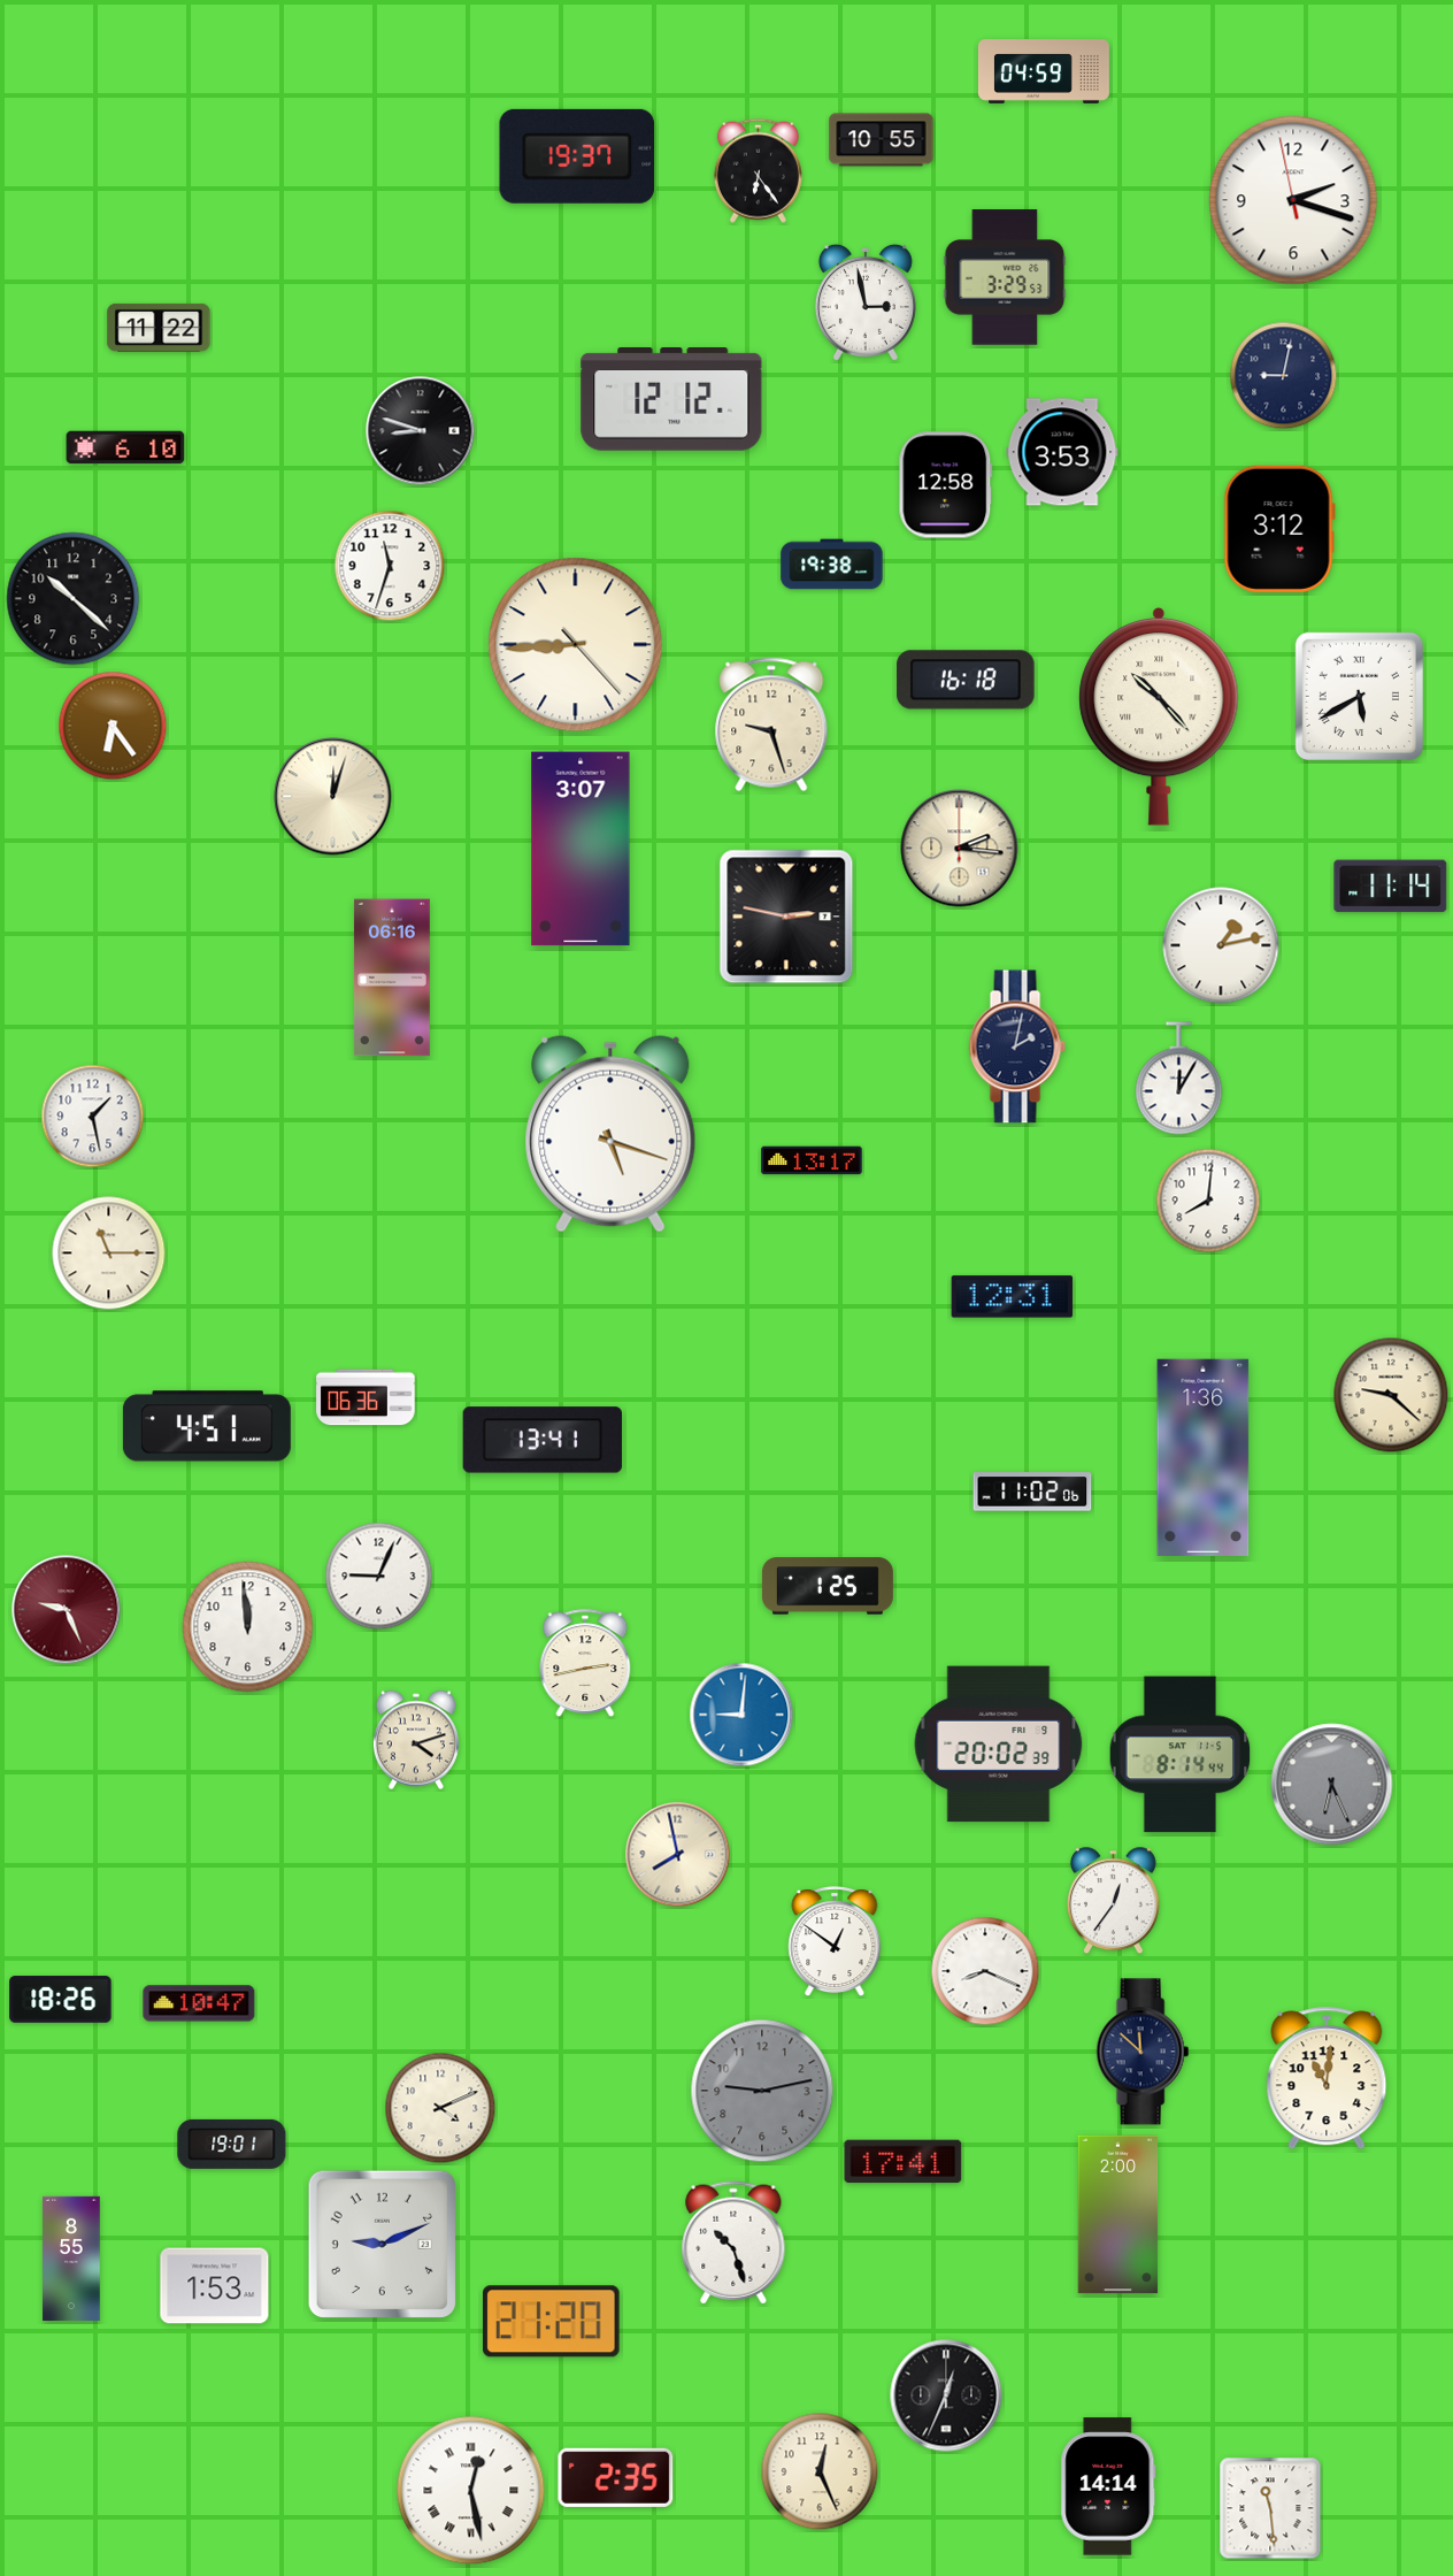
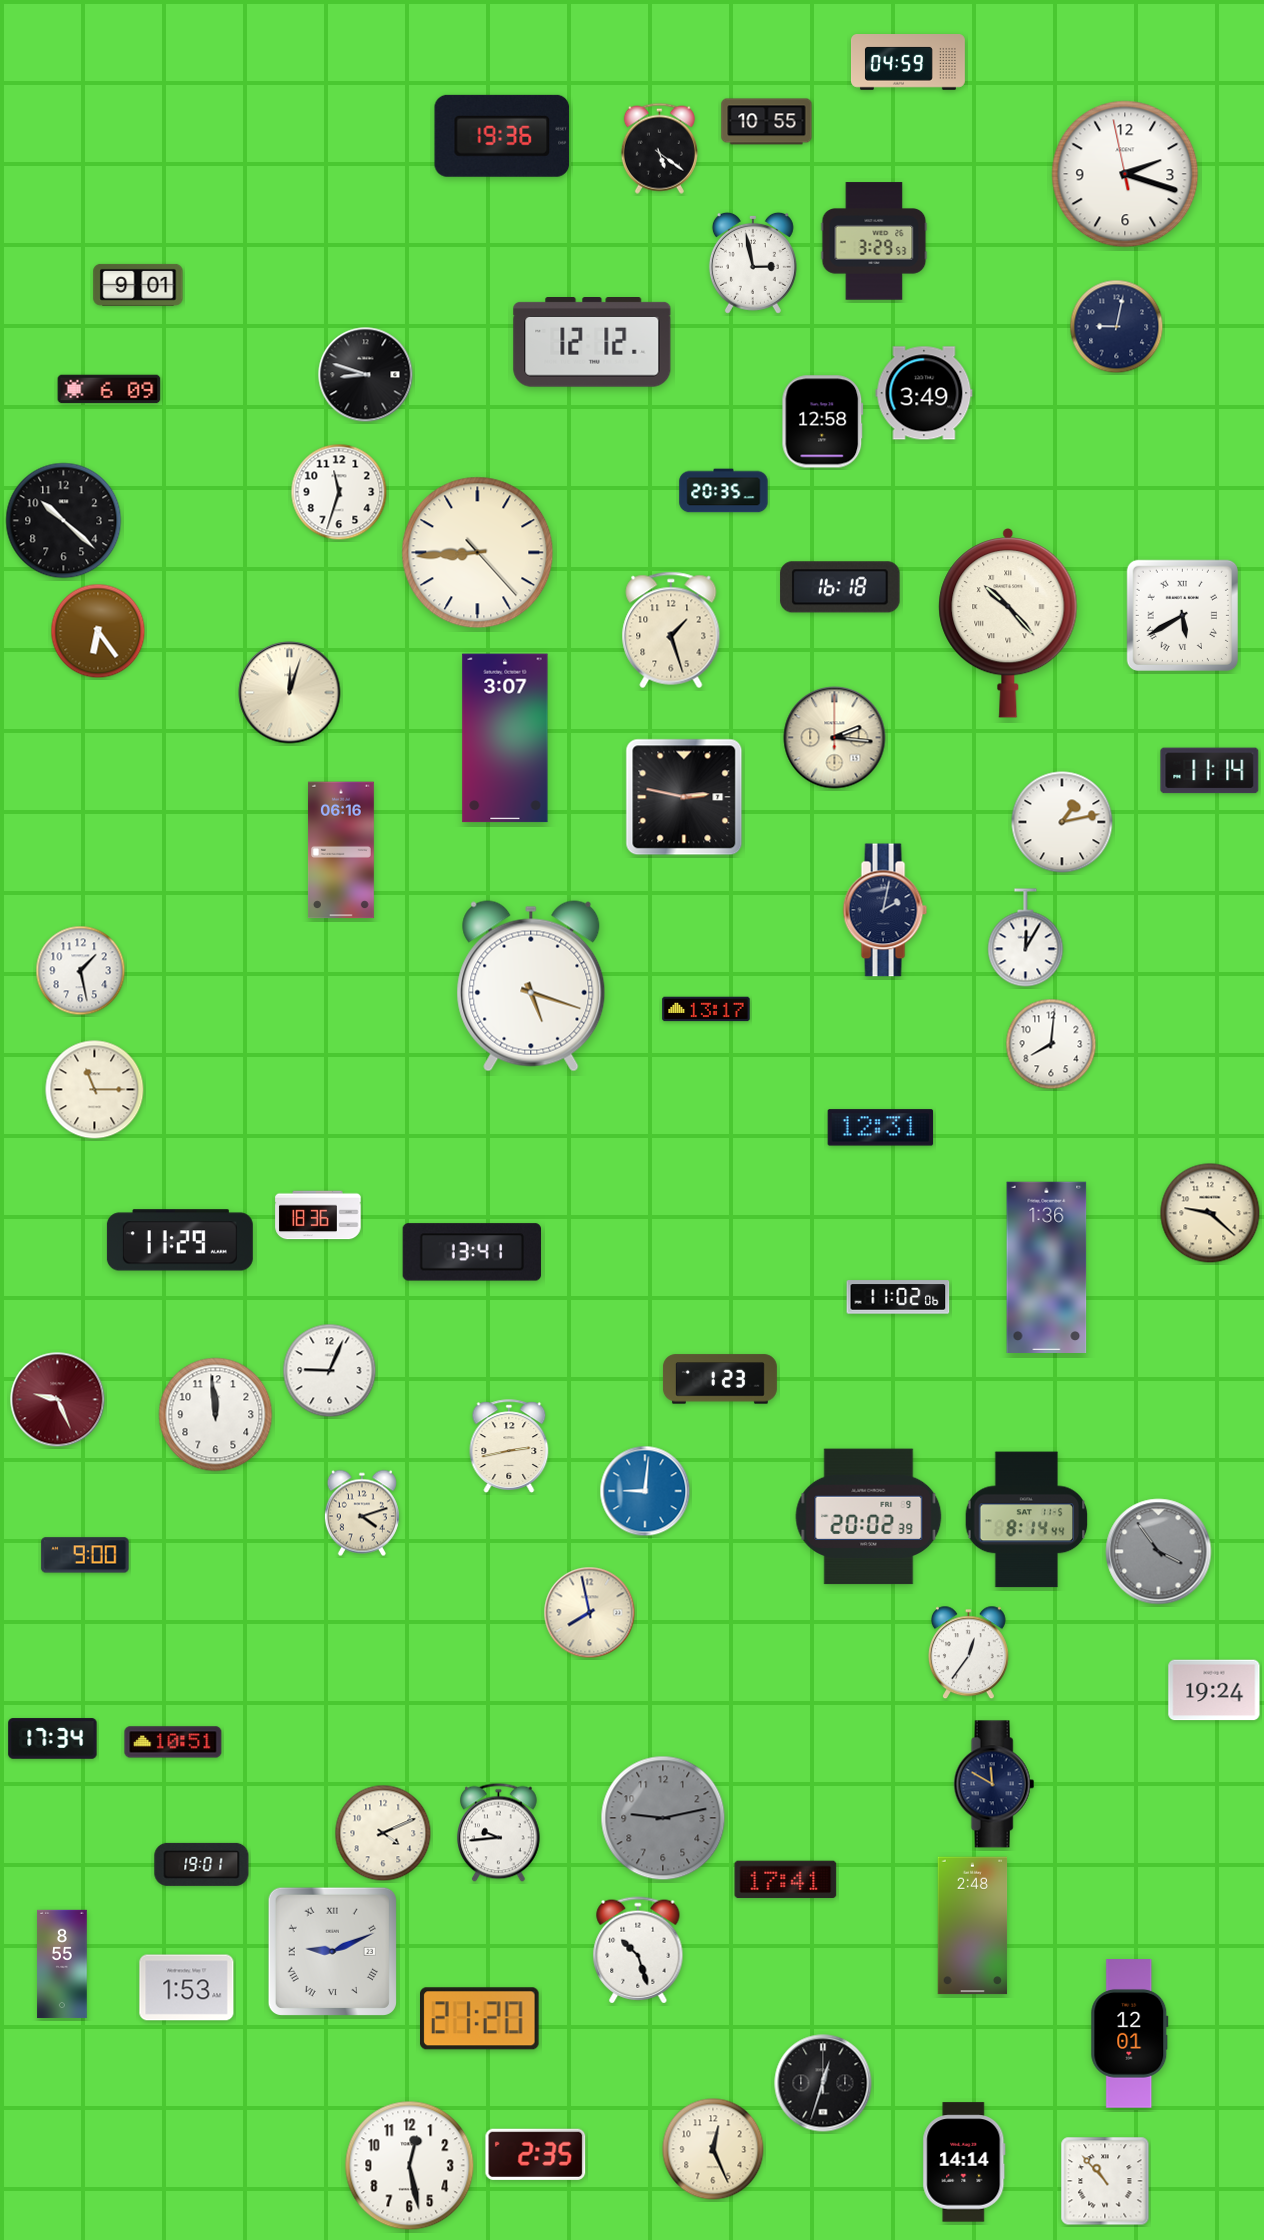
clock at (577, 156): 19:37 -> 19:36
clock at (758, 170): 6:24 -> 5:21
clock at (159, 328): 11:22 -> 9:01
clock at (671, 400) position: (671, 400) -> (592, 343)
clock at (125, 447): 6:10 -> 6:09
clock at (1062, 452): 3:53 -> 3:49
clock at (1279, 529): 3:12 -> none
clock at (832, 565): 19:38 -> 20:35
clock at (576, 645) position: (576, 645) -> (478, 553)
clock at (966, 680) position: (966, 680) -> (840, 587)
clock at (1359, 696) position: (1359, 696) -> (1182, 615)
clock at (771, 724): 9:27 -> 1:27
clock at (366, 1397): 06:36 -> 18:36
clock at (207, 1426): 4:51 -> 11:29
clock at (828, 1586): 1:25 -> 1:23
clock at (1181, 1755) position: (1181, 1755) -> (1027, 1520)
clock at (1332, 1785): 6:26 -> 3:54
clock at (85, 1555): none -> 9:00
clock at (835, 1942): 12:51 -> none
clock at (1214, 1690): none -> 19:24
clock at (985, 1971): 8:19 -> none
clock at (61, 2000): 18:26 -> 17:34
clock at (199, 2003): 10:47 -> 10:51
clock at (1143, 2052): 11:52 -> 11:50
clock at (1327, 2078): 11:01 -> none
clock at (499, 1833): none -> 9:44
clock at (1118, 2215): 2:00 -> 2:48
clock at (382, 2244) numerals: Arabic -> Roman
clock at (1130, 2034): none -> 12:01
clock at (946, 2395): 12:34 -> 12:33
clock at (471, 2491) numerals: Roman -> Arabic
clock at (1270, 2508): 11:29 -> 10:53
